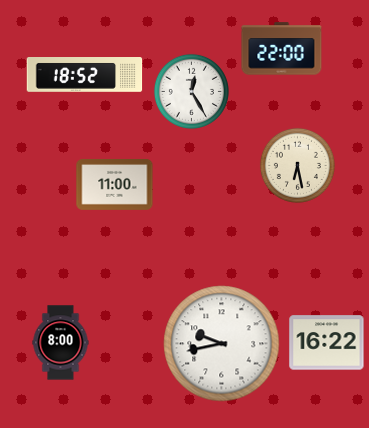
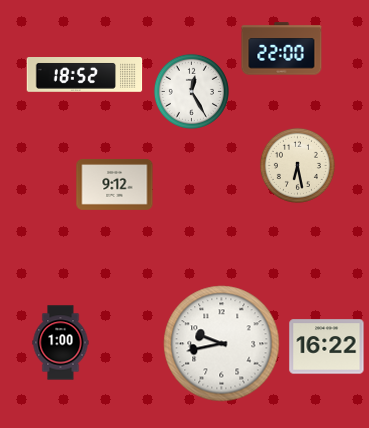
clock at (115, 184): 11:00 -> 9:12
clock at (61, 343): 8:00 -> 1:00
clock at (327, 343) position: (327, 343) -> (327, 347)
